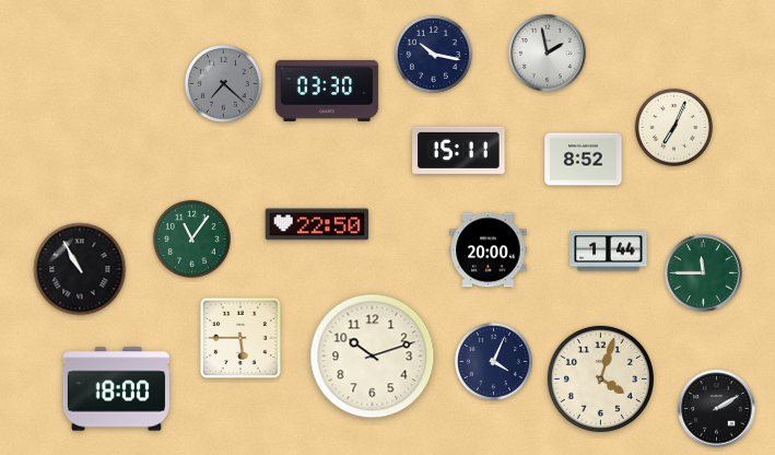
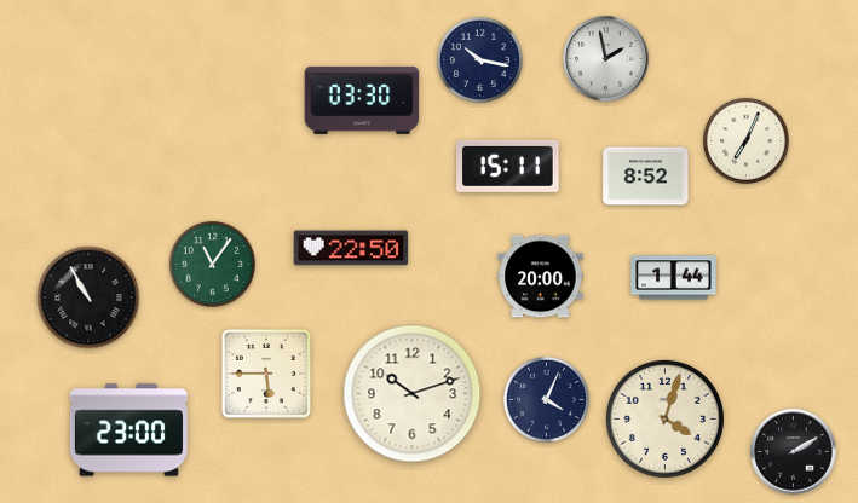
clock at (223, 83): 7:22 -> none
clock at (704, 273): 11:45 -> none
clock at (116, 389): 18:00 -> 23:00
